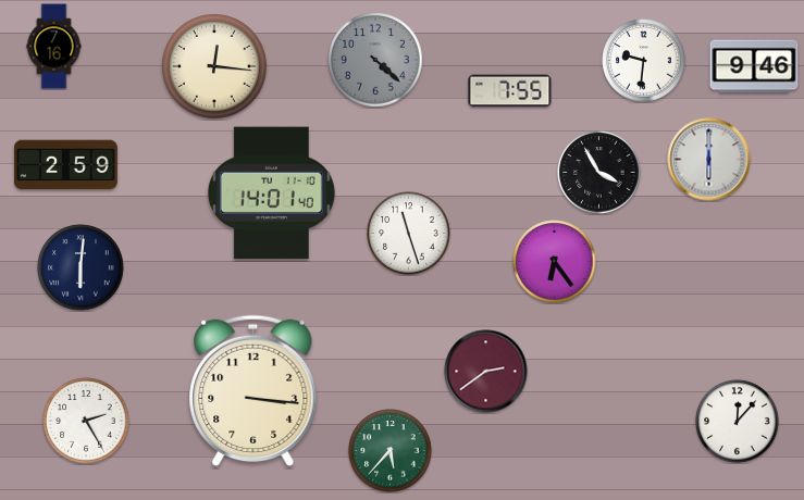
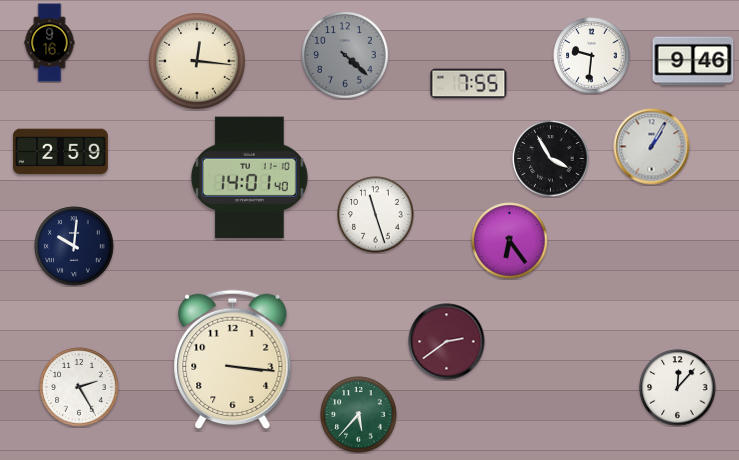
clock at (54, 47): 7:16 -> 9:16
clock at (709, 160): 6:00 -> 1:05
clock at (81, 267): 6:01 -> 10:01
